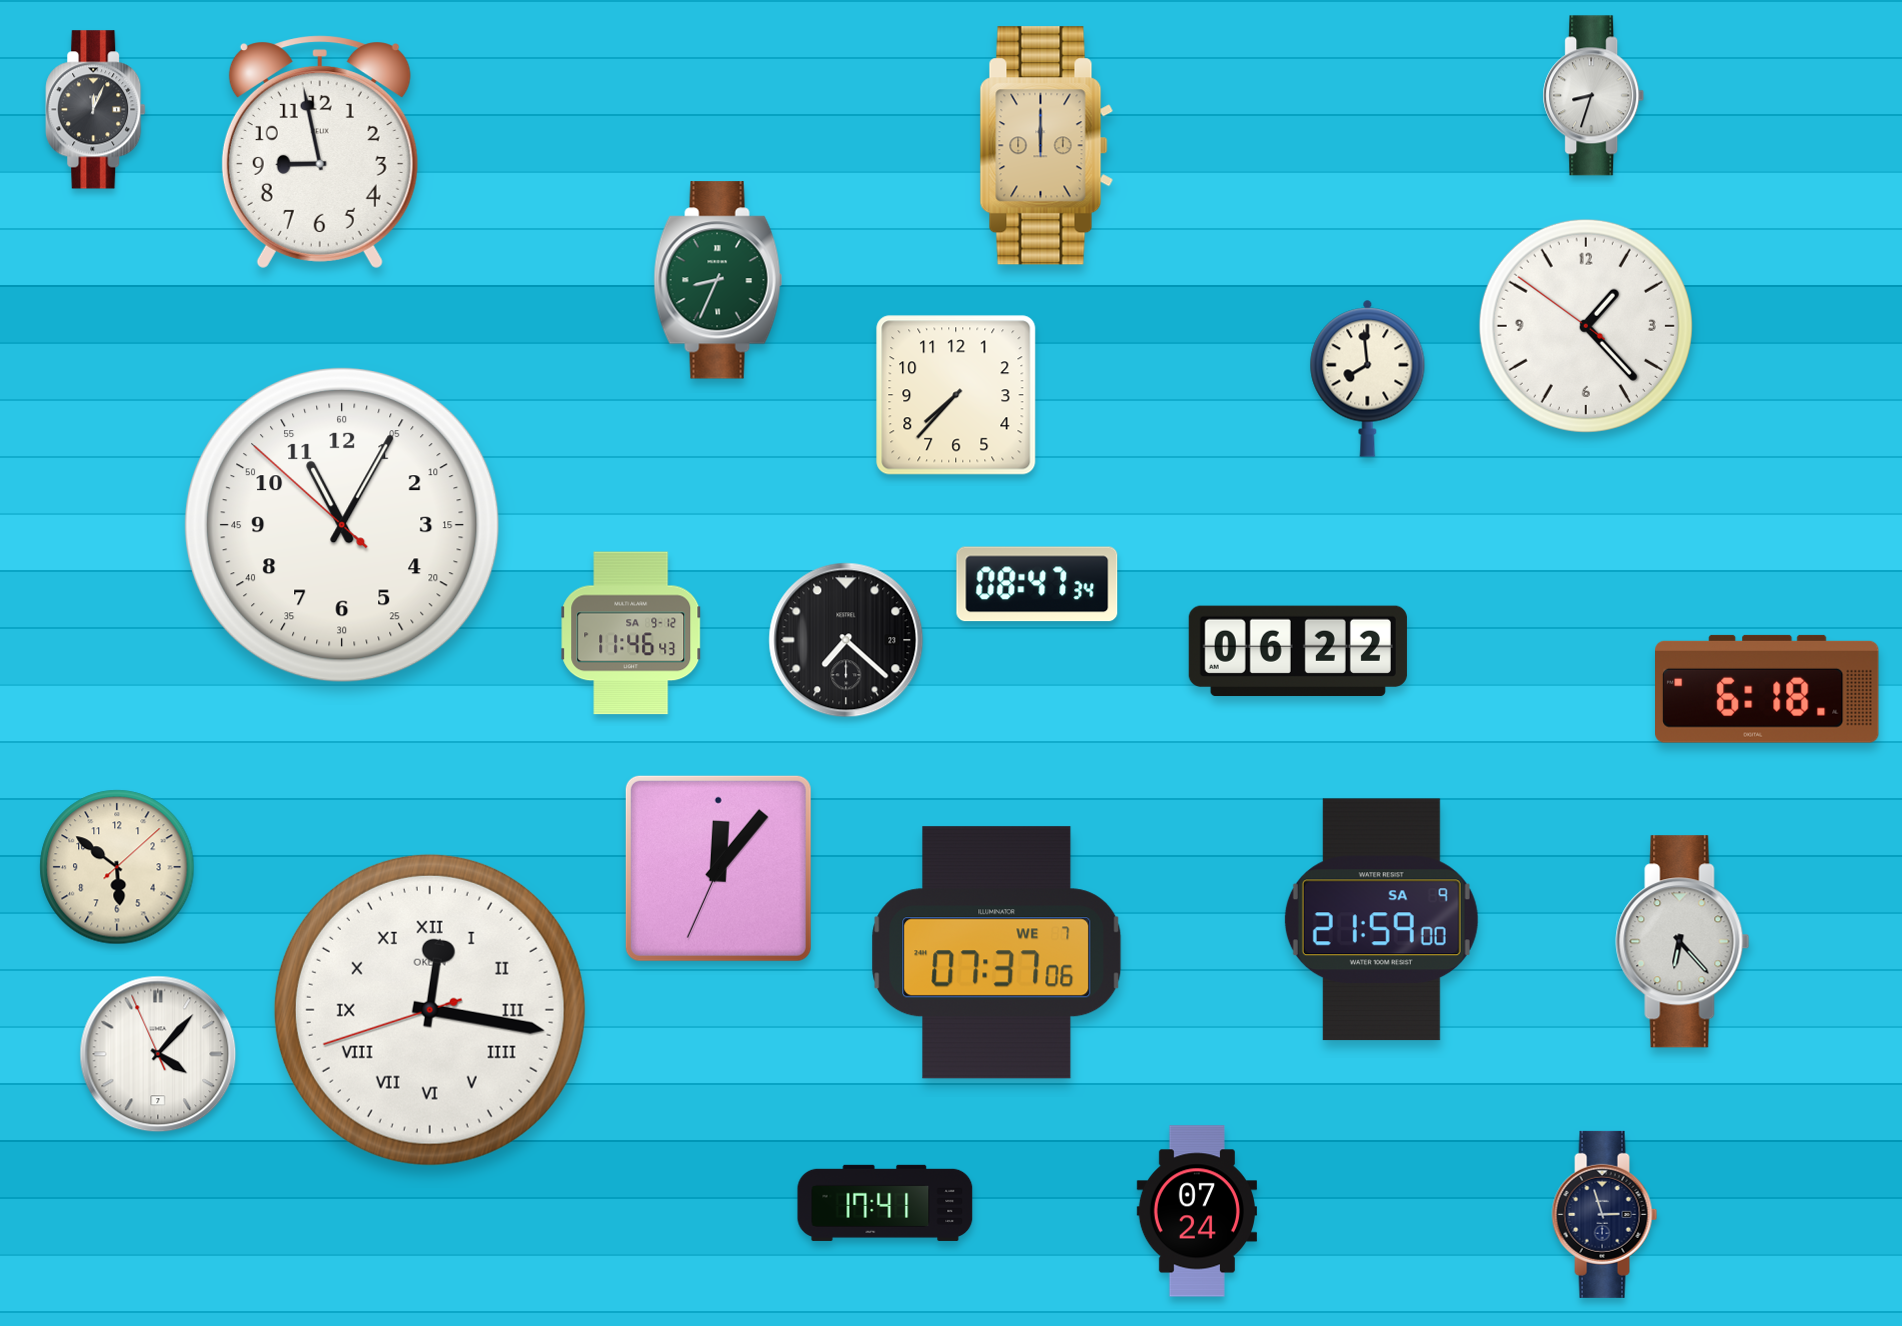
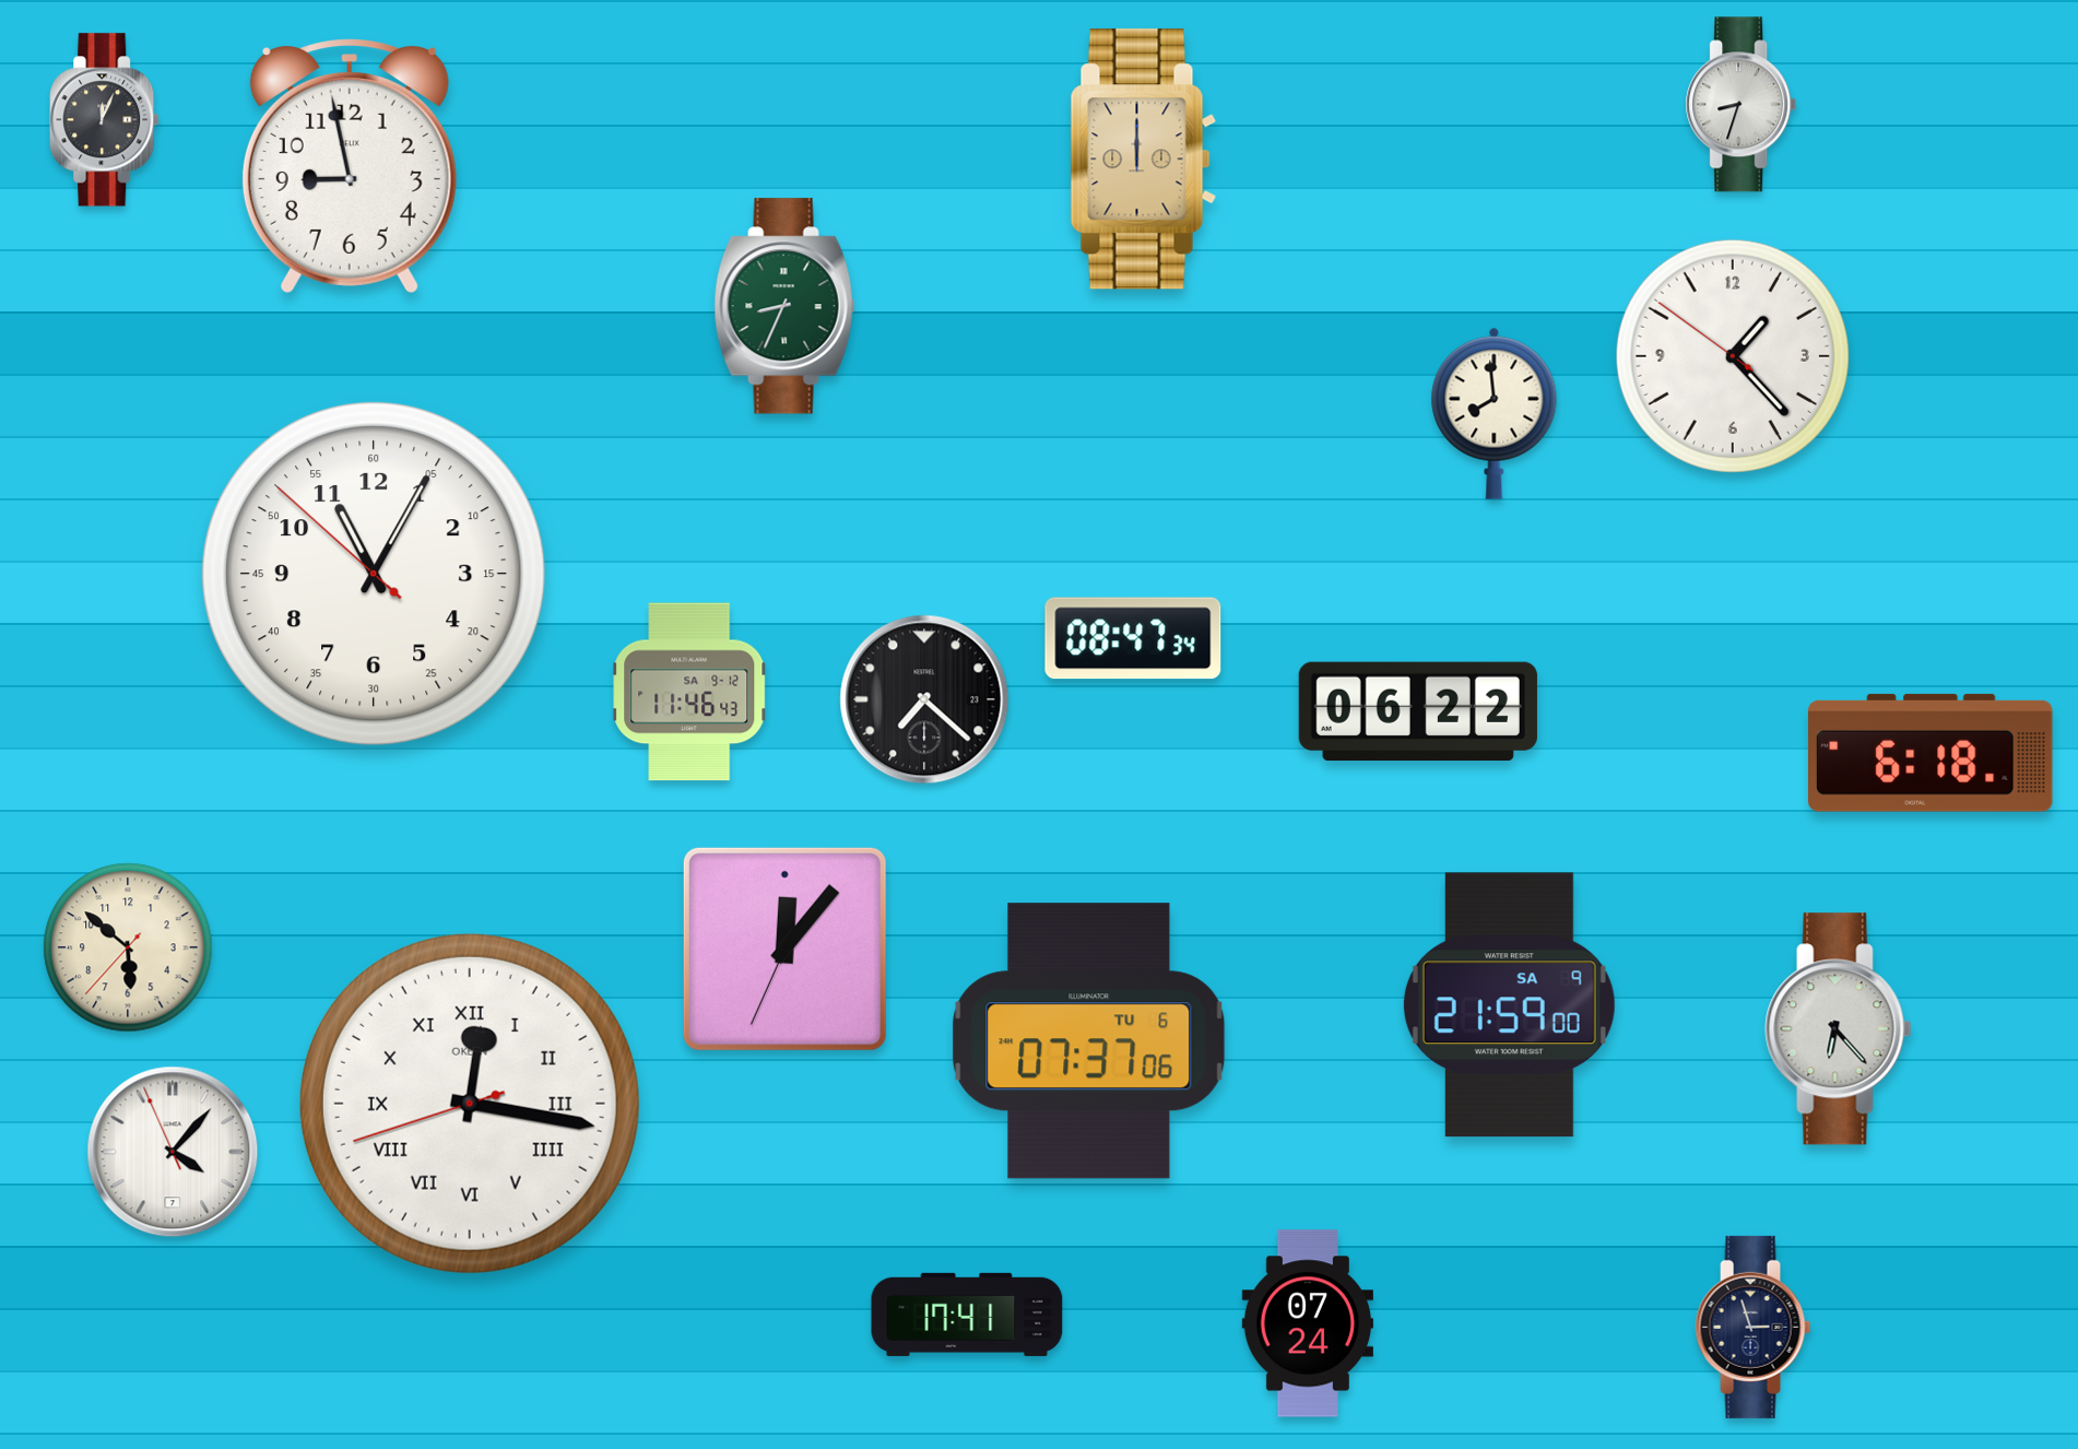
clock at (956, 395): 7:37 -> none
clock at (117, 867): 5:51:08 -> 5:51:37
clock at (997, 953) date: WE 7 -> TU 6
